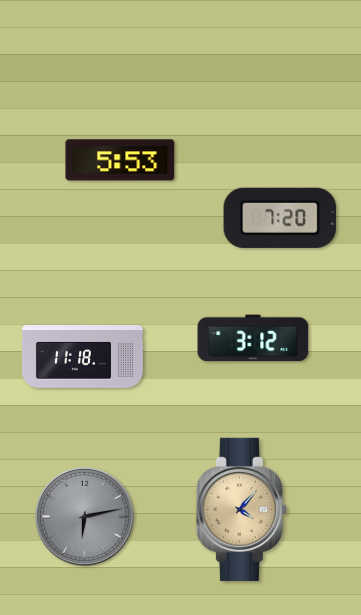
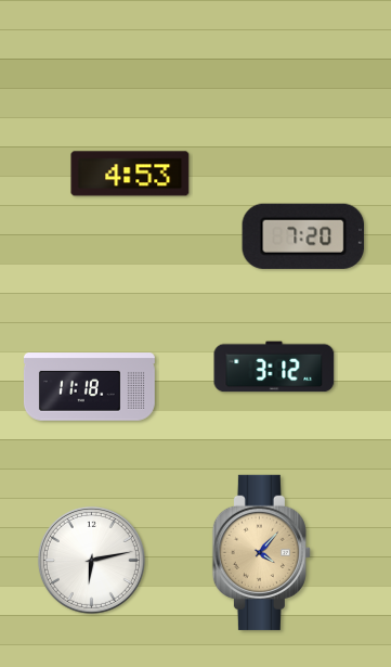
clock at (120, 160): 5:53 -> 4:53
clock at (84, 516) dial: grey -> white
